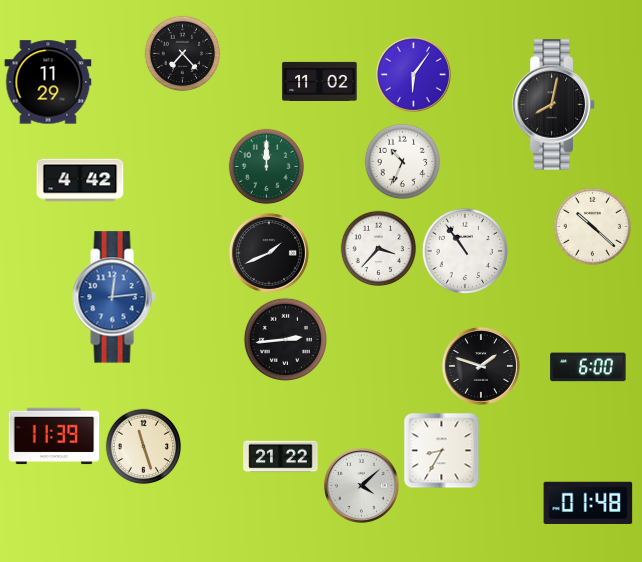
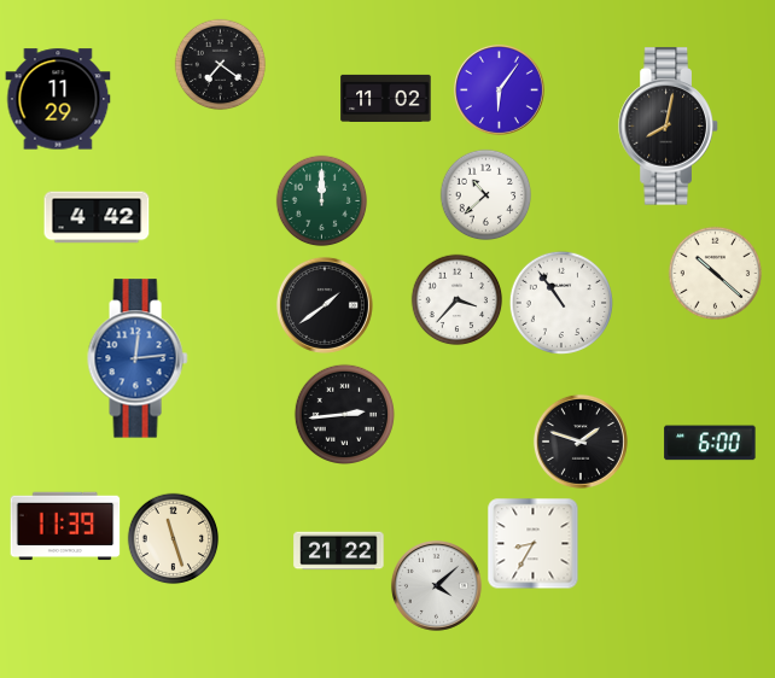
clock at (183, 54): 7:23 -> 7:21
clock at (403, 162): 10:34 -> 10:38
clock at (269, 253): 1:41 -> 1:39
clock at (285, 339) position: (285, 339) -> (344, 414)
clock at (588, 503): 01:48 -> none
